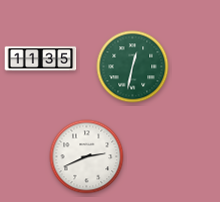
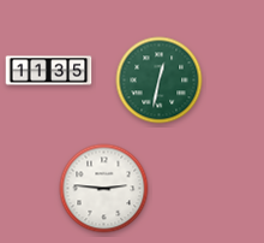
clock at (87, 157): 2:41 -> 2:46
